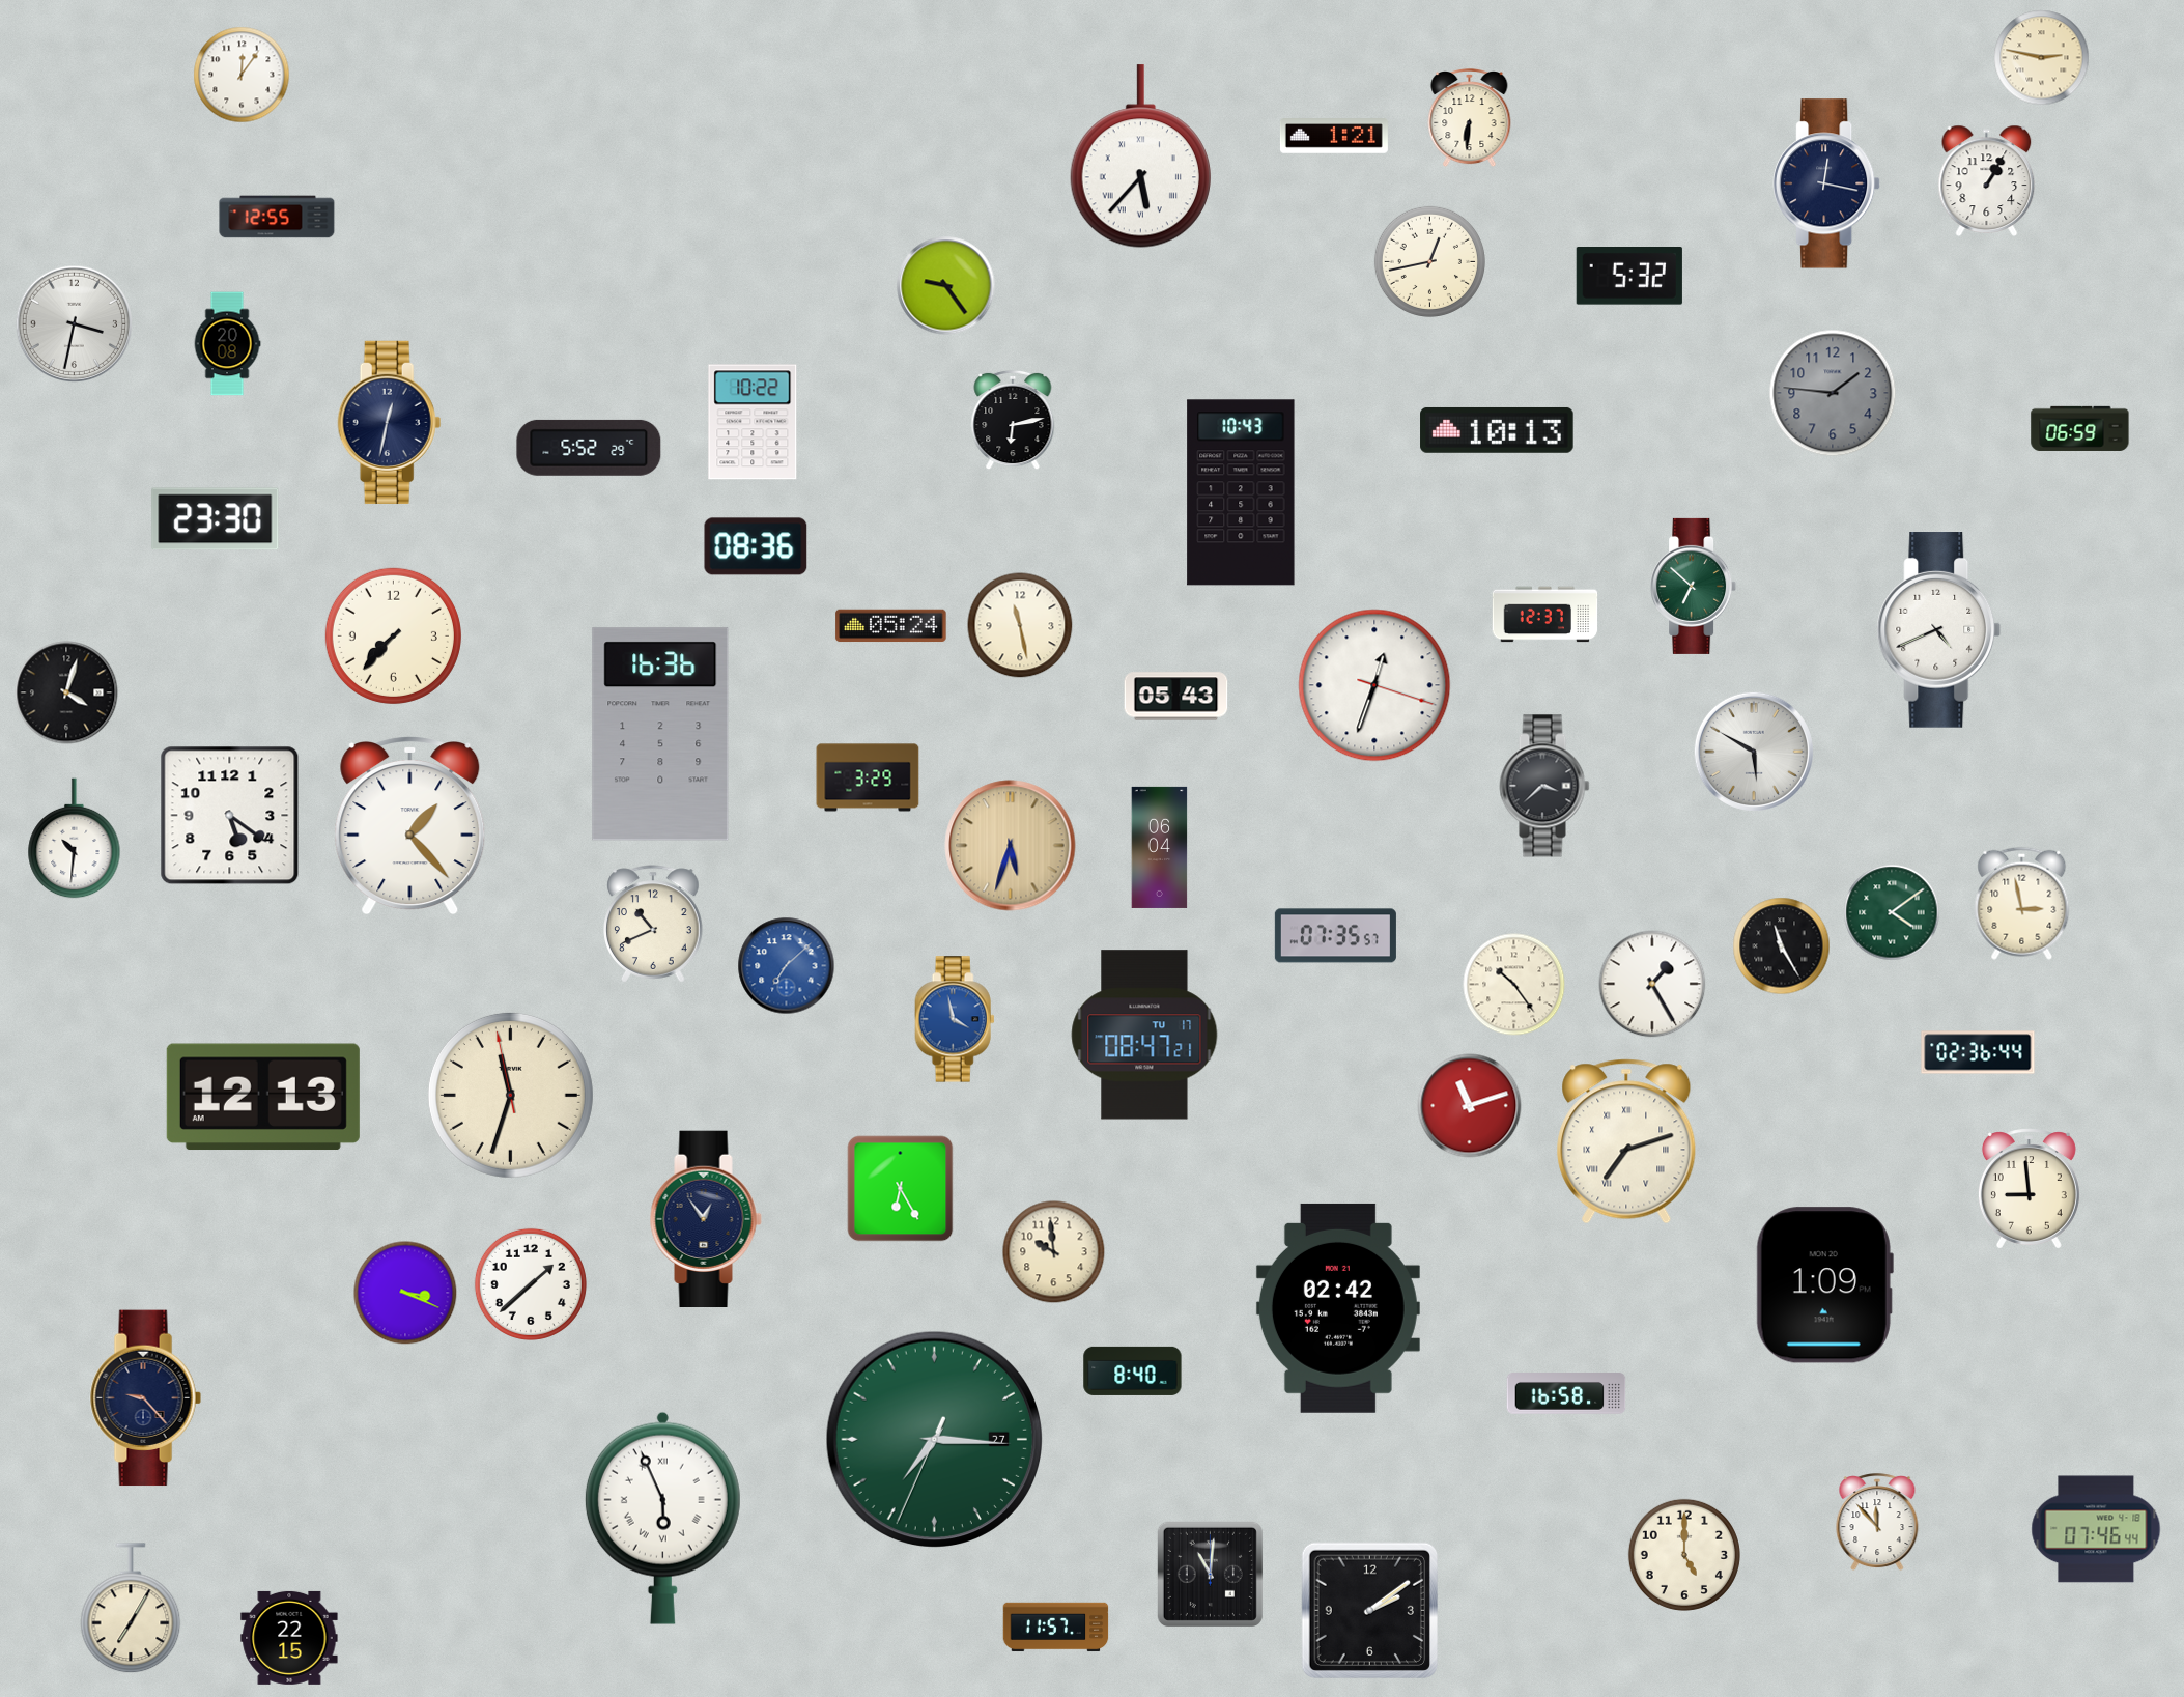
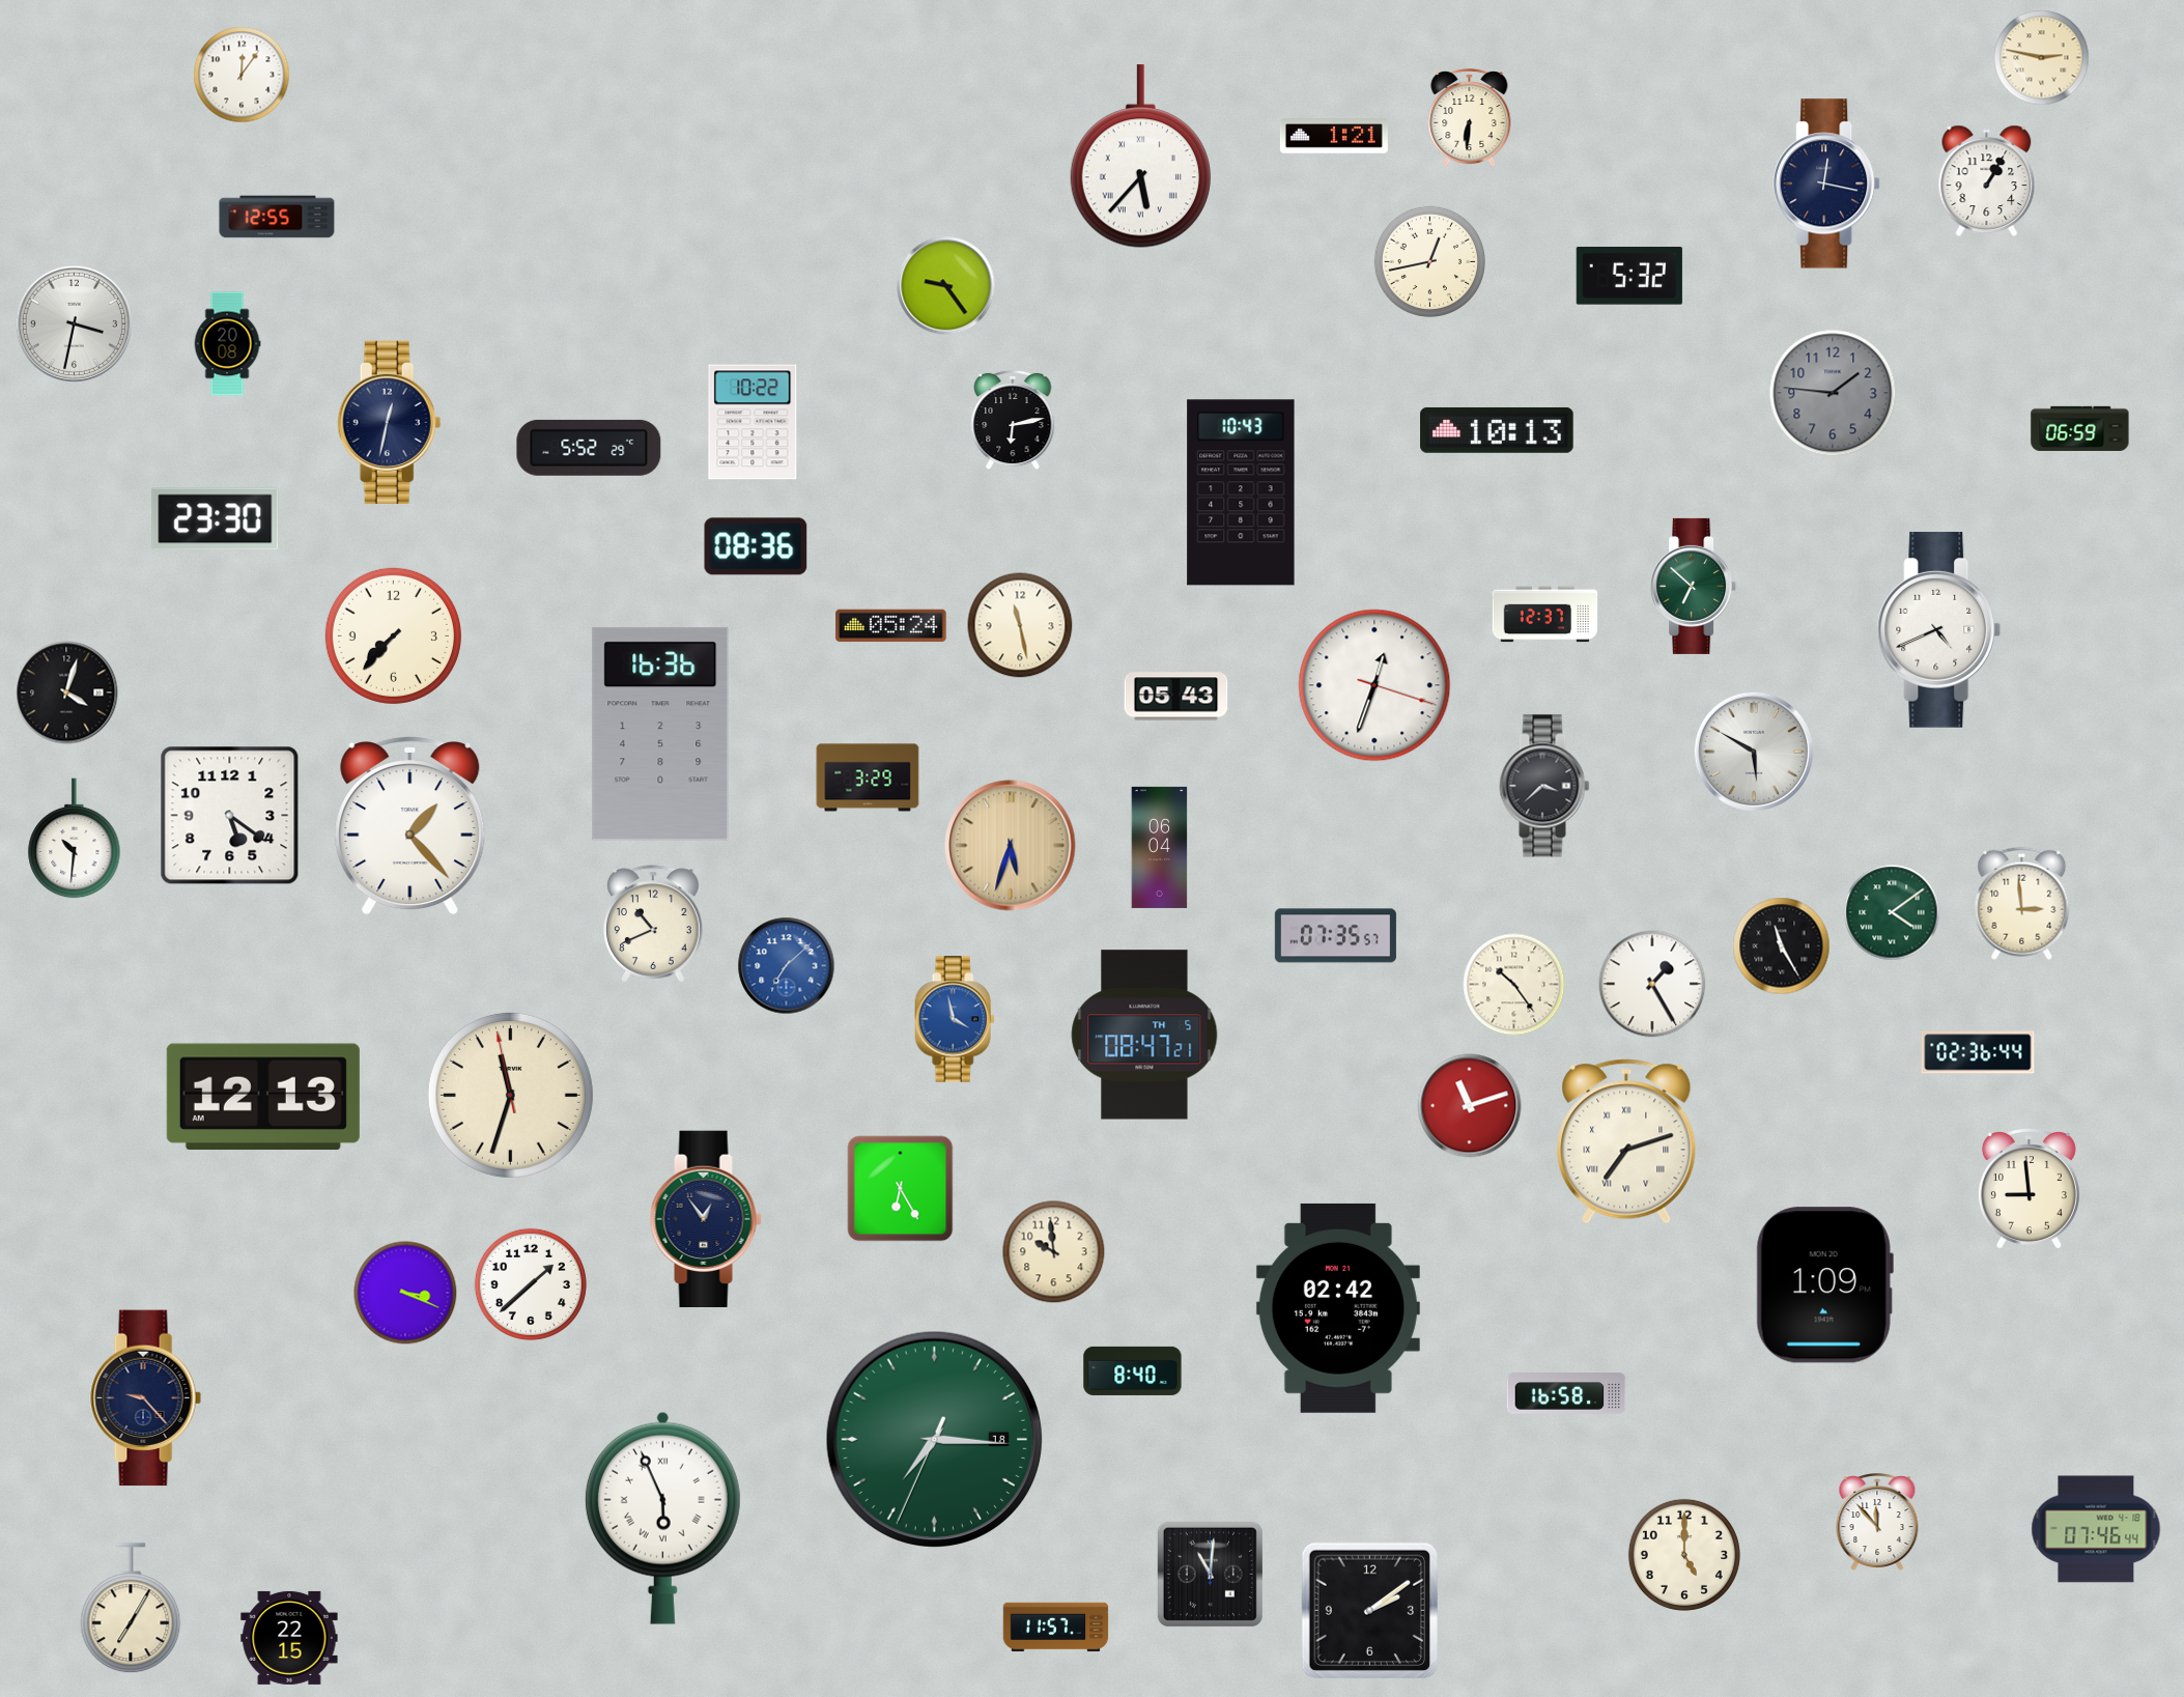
clock at (2022, 903): 2:58 -> 2:59
clock at (1144, 1035) date: TU 17 -> TH 5
clock at (934, 1439) date: 27 -> 18
